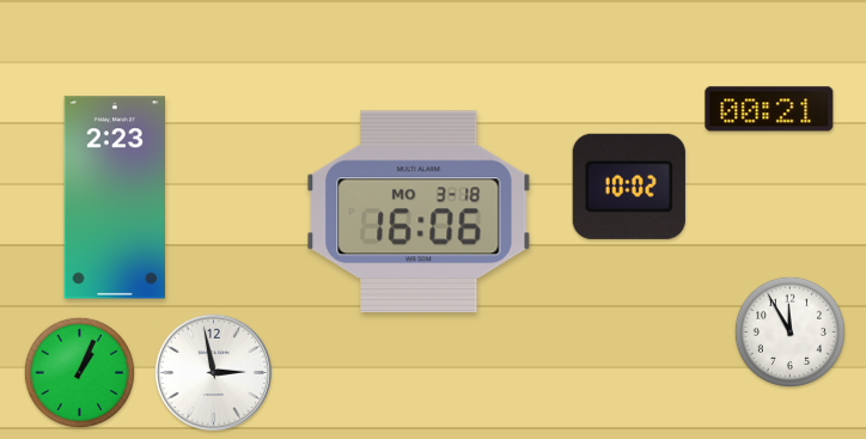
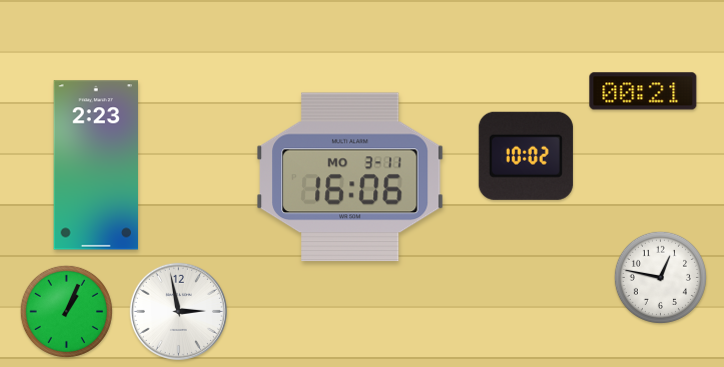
clock at (419, 212) date: MO 3-18 -> MO 3-11
clock at (789, 331): 11:55 -> 12:47
